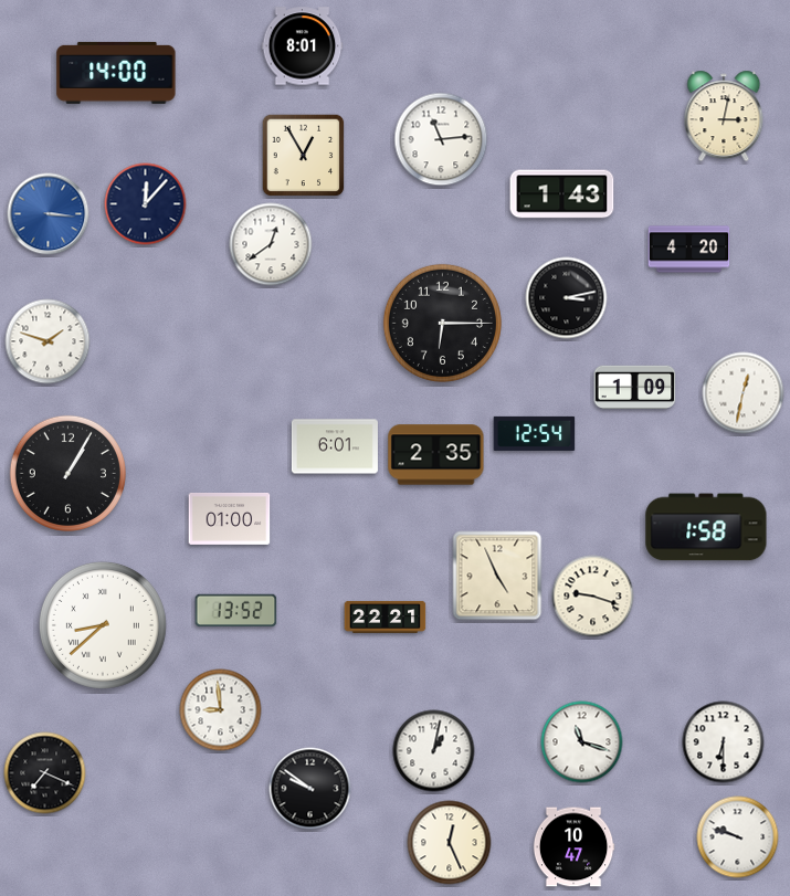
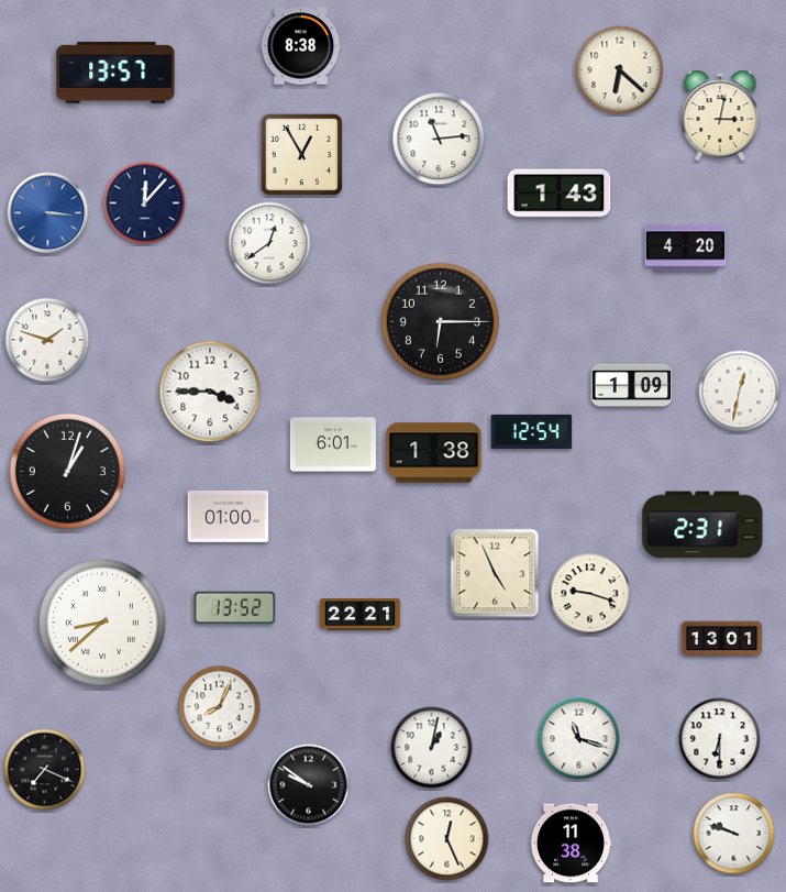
clock at (303, 46): 8:01 -> 8:38
clock at (620, 70): none -> 6:22
clock at (116, 73): 14:00 -> 13:57
clock at (567, 298): 3:13 -> none
clock at (210, 392): none -> 3:45
clock at (436, 455): 2:35 -> 1:38
clock at (67, 473): 1:05 -> 1:03
clock at (706, 527): 1:58 -> 2:31
clock at (386, 618) position: (386, 618) -> (361, 615)
clock at (722, 639): none -> 13:01
clock at (221, 710): 8:59 -> 8:04
clock at (573, 847): 10:47 -> 11:38
